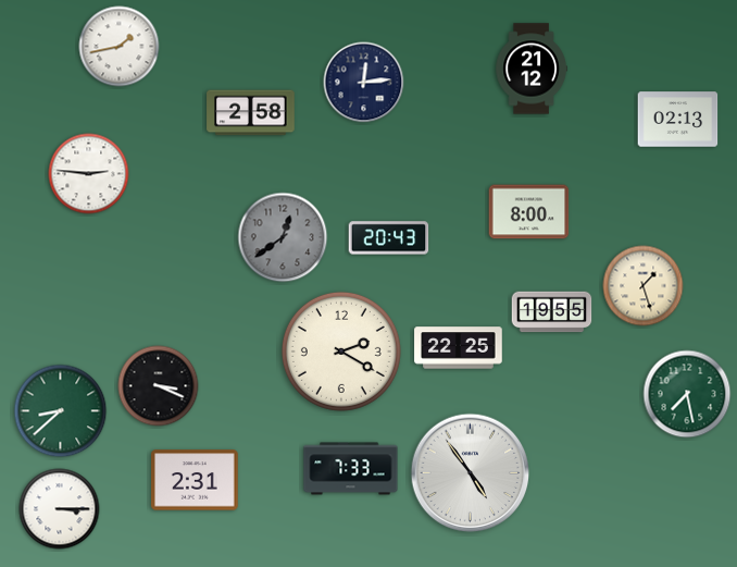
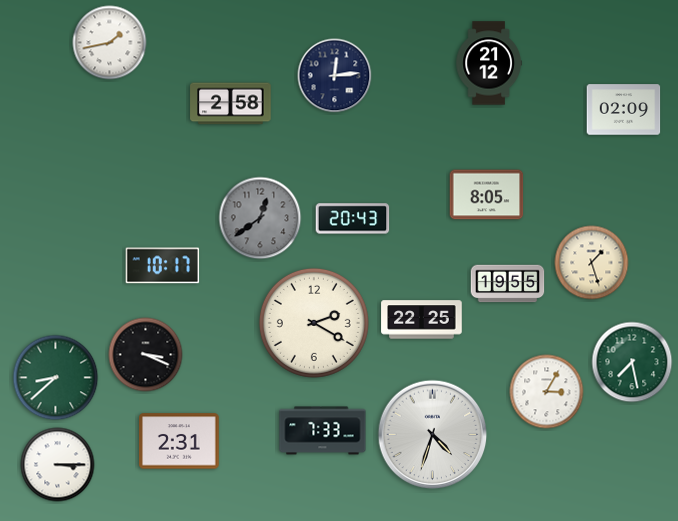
clock at (678, 120): 02:13 -> 02:09
clock at (89, 174): 2:46 -> none
clock at (529, 212): 8:00 -> 8:05
clock at (389, 238) position: (389, 238) -> (353, 219)
clock at (163, 266): none -> 10:17
clock at (552, 312) position: (552, 312) -> (508, 284)
clock at (547, 392): none -> 3:05
clock at (471, 473): 4:54 -> 4:33
clock at (60, 509) position: (60, 509) -> (58, 465)
